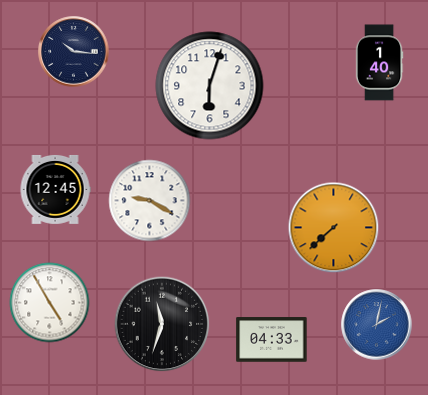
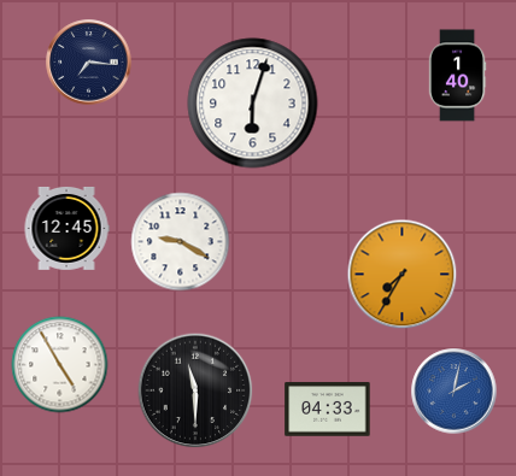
clock at (74, 52): 10:16 -> 7:16
clock at (334, 228): 7:38 -> 7:35
clock at (162, 324): 11:33 -> 11:30
